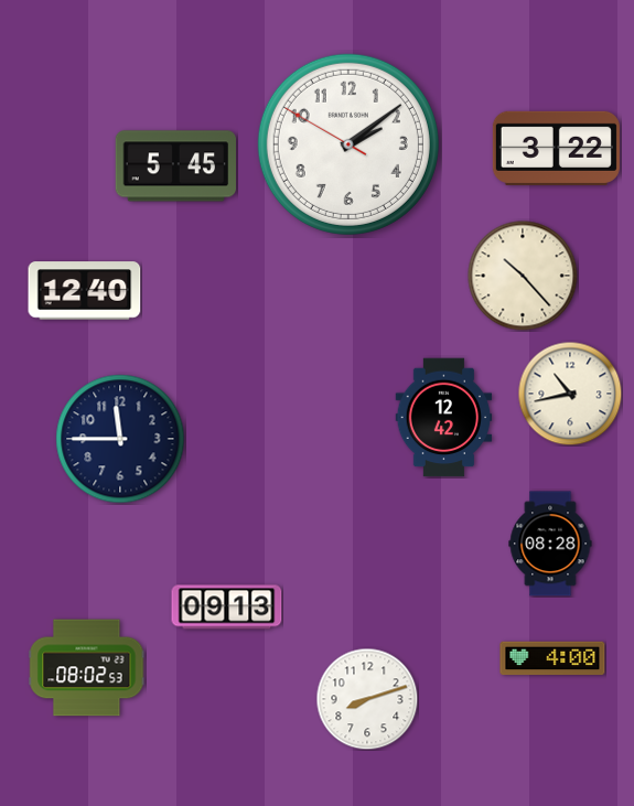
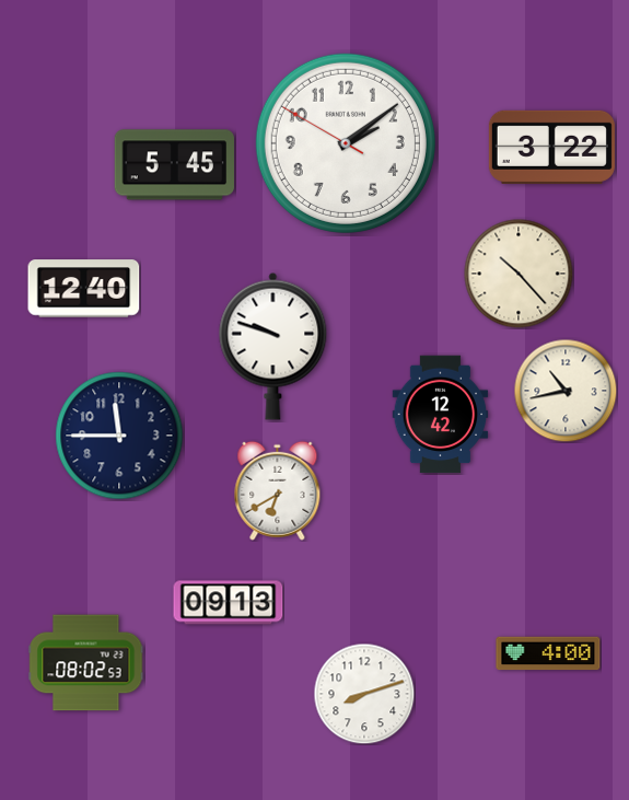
clock at (273, 346): none -> 9:48
clock at (278, 490): none -> 6:40
clock at (550, 544): 08:28 -> none
clock at (227, 608) position: (227, 608) -> (229, 603)
